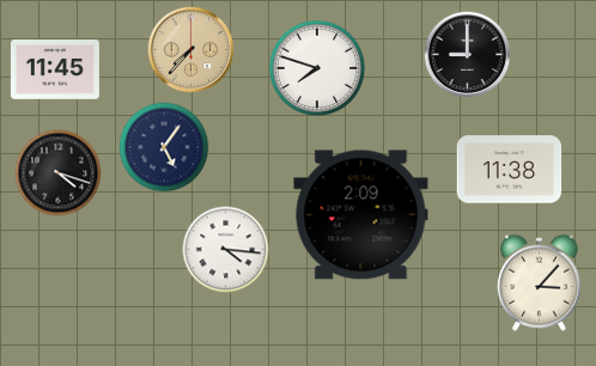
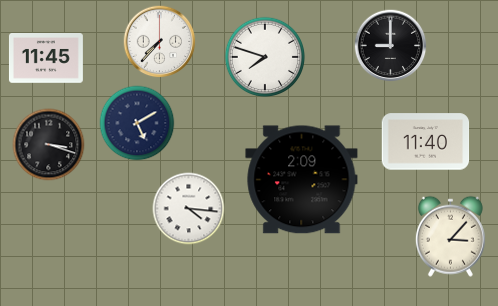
clock at (191, 50) dial: champagne -> white
clock at (164, 147): 5:06 -> 5:10
clock at (510, 170): 11:38 -> 11:40
clock at (59, 173): 4:18 -> 3:18
